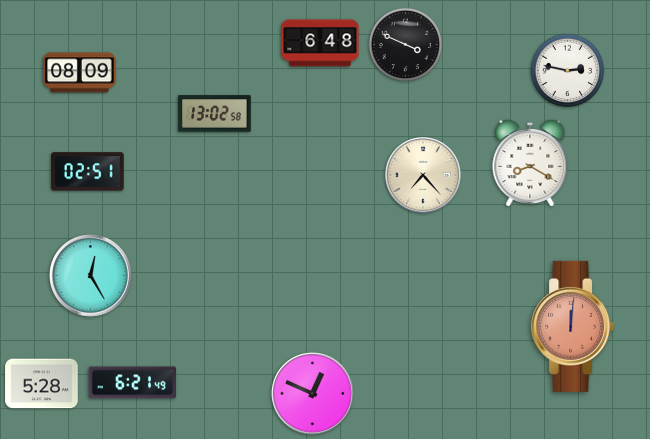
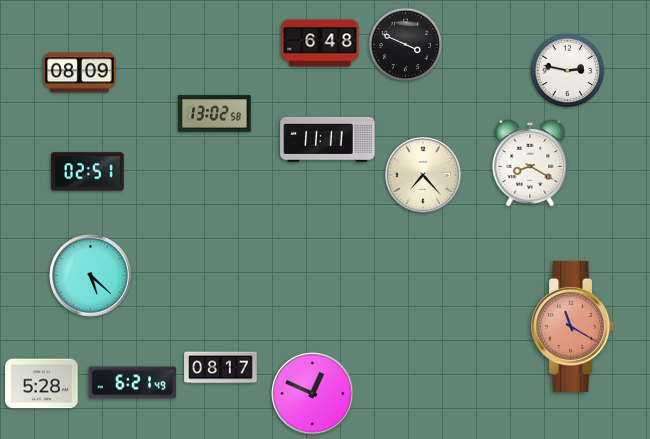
clock at (328, 139): none -> 11:11
clock at (91, 276): 12:25 -> 5:22
clock at (573, 326): 12:01 -> 11:20
clock at (221, 368): none -> 08:17
